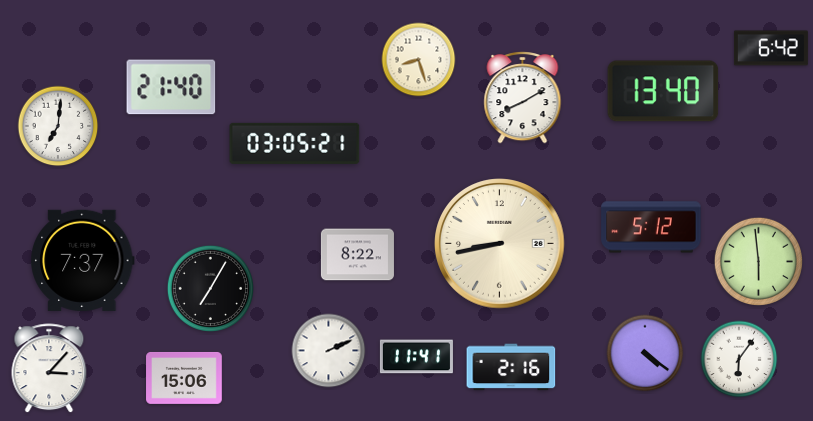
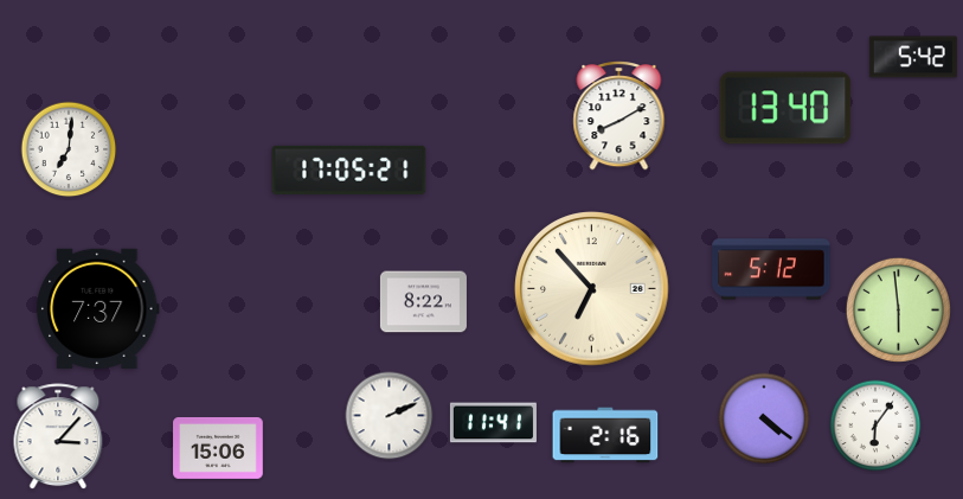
clock at (771, 48): 6:42 -> 5:42
clock at (419, 60): 8:27 -> none
clock at (171, 87): 21:40 -> none
clock at (295, 143): 03:05 -> 17:05
clock at (500, 244): 8:43 -> 6:53
clock at (210, 288): 7:05 -> none
